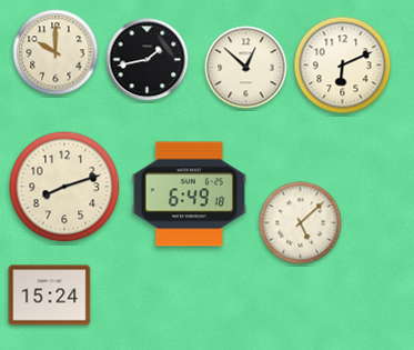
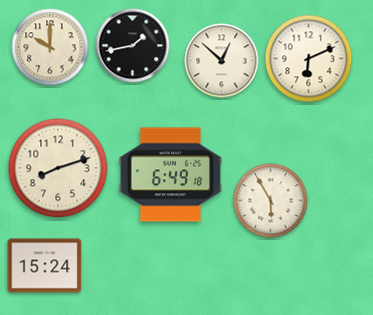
clock at (148, 60) position: (148, 60) -> (133, 46)
clock at (301, 223): 5:08 -> 5:55
